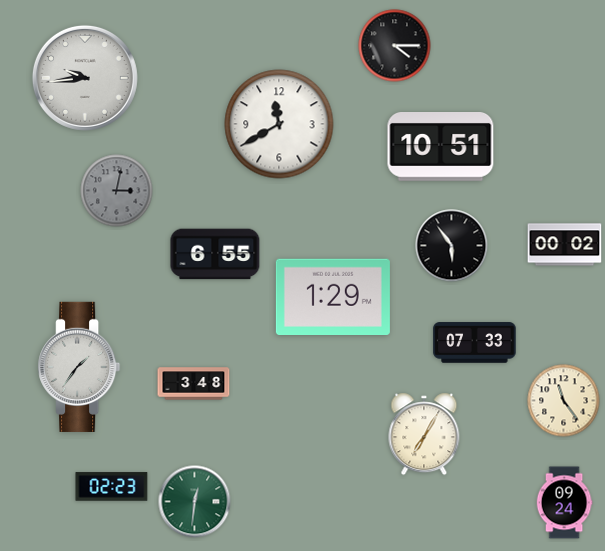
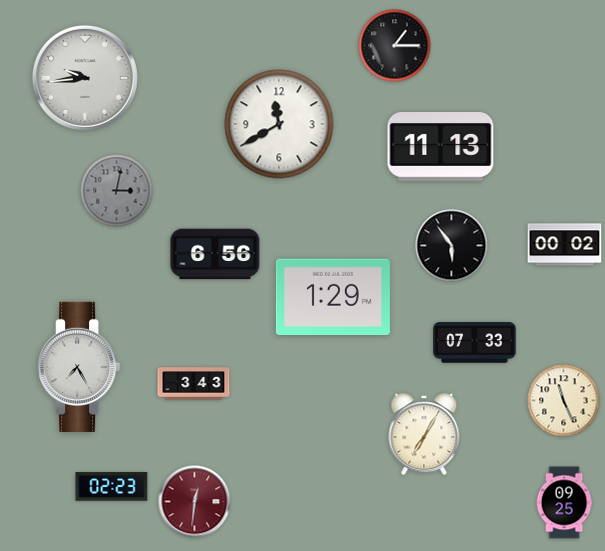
clock at (395, 46): 4:15 -> 1:15
clock at (441, 147): 10:51 -> 11:13
clock at (215, 254): 6:55 -> 6:56
clock at (79, 367): 1:36 -> 7:25
clock at (194, 384): 3:48 -> 3:43
clock at (564, 401): 11:24 -> 11:26
clock at (195, 502) dial: green -> burgundy
clock at (564, 503): 09:24 -> 09:25
